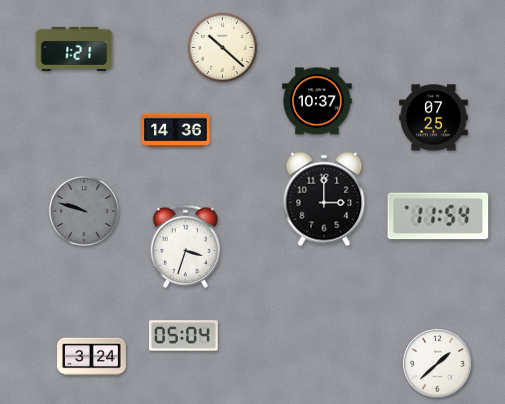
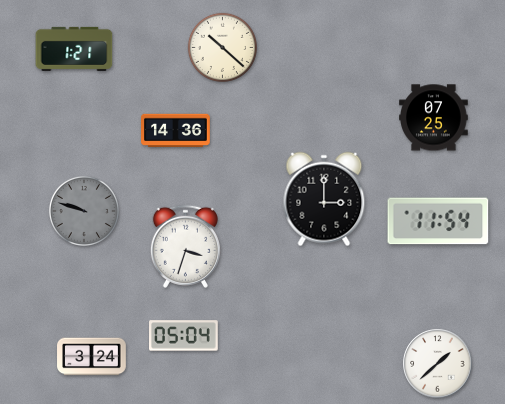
clock at (317, 101): 10:37 -> none
clock at (438, 216) position: (438, 216) -> (438, 221)
